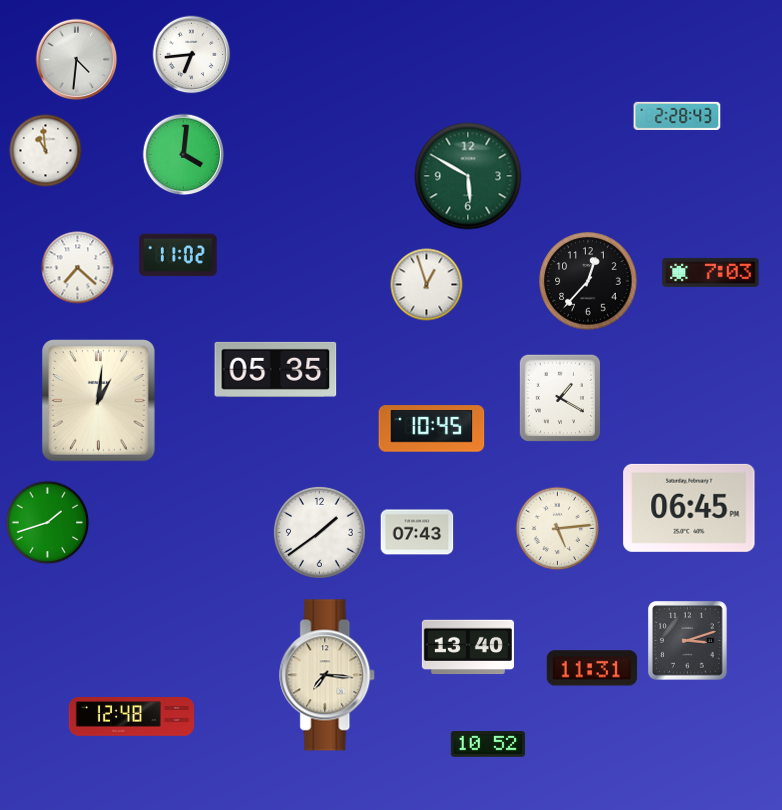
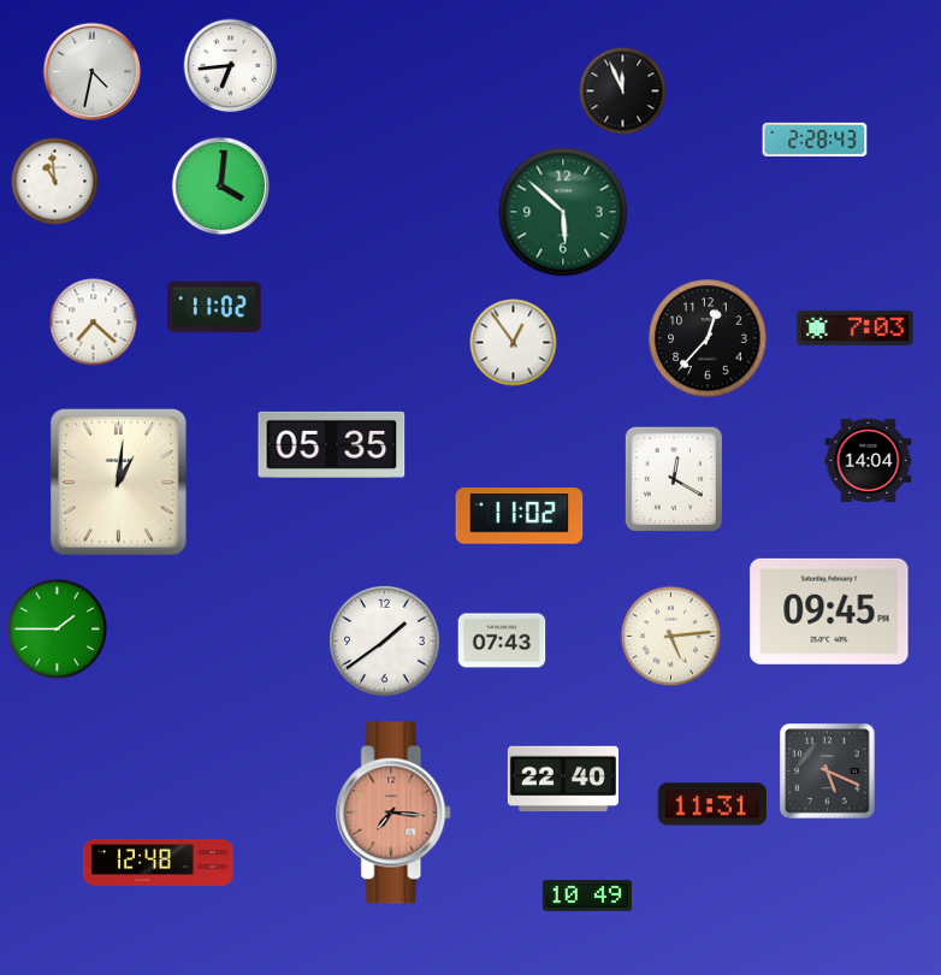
clock at (77, 60): 4:31 -> 4:32
clock at (623, 91): none -> 11:56
clock at (468, 176): 5:50 -> 5:52
clock at (427, 285): 12:57 -> 12:54
clock at (869, 460): none -> 14:04
clock at (560, 397): 1:20 -> 12:20
clock at (432, 429): 10:45 -> 11:02
clock at (689, 508): 06:45 -> 09:45
clock at (48, 523): 1:42 -> 1:45
clock at (688, 641): 3:12 -> 5:19
clock at (468, 647): 13:40 -> 22:40
clock at (328, 675) dial: cream -> salmon
clock at (487, 744): 10:52 -> 10:49
